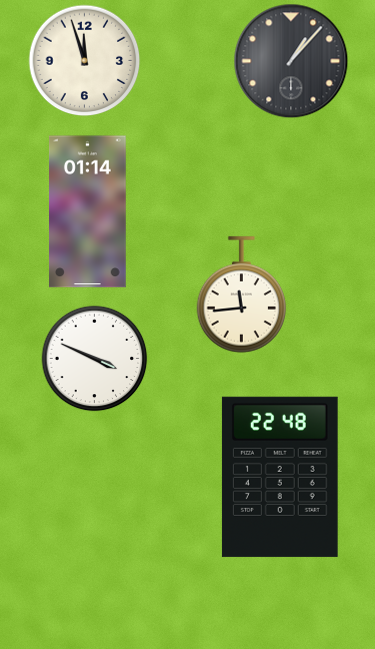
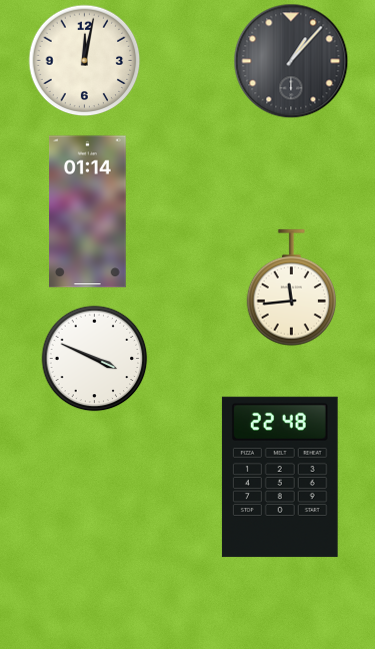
clock at (85, 61): 11:57 -> 12:02
clock at (242, 295) position: (242, 295) -> (292, 288)
